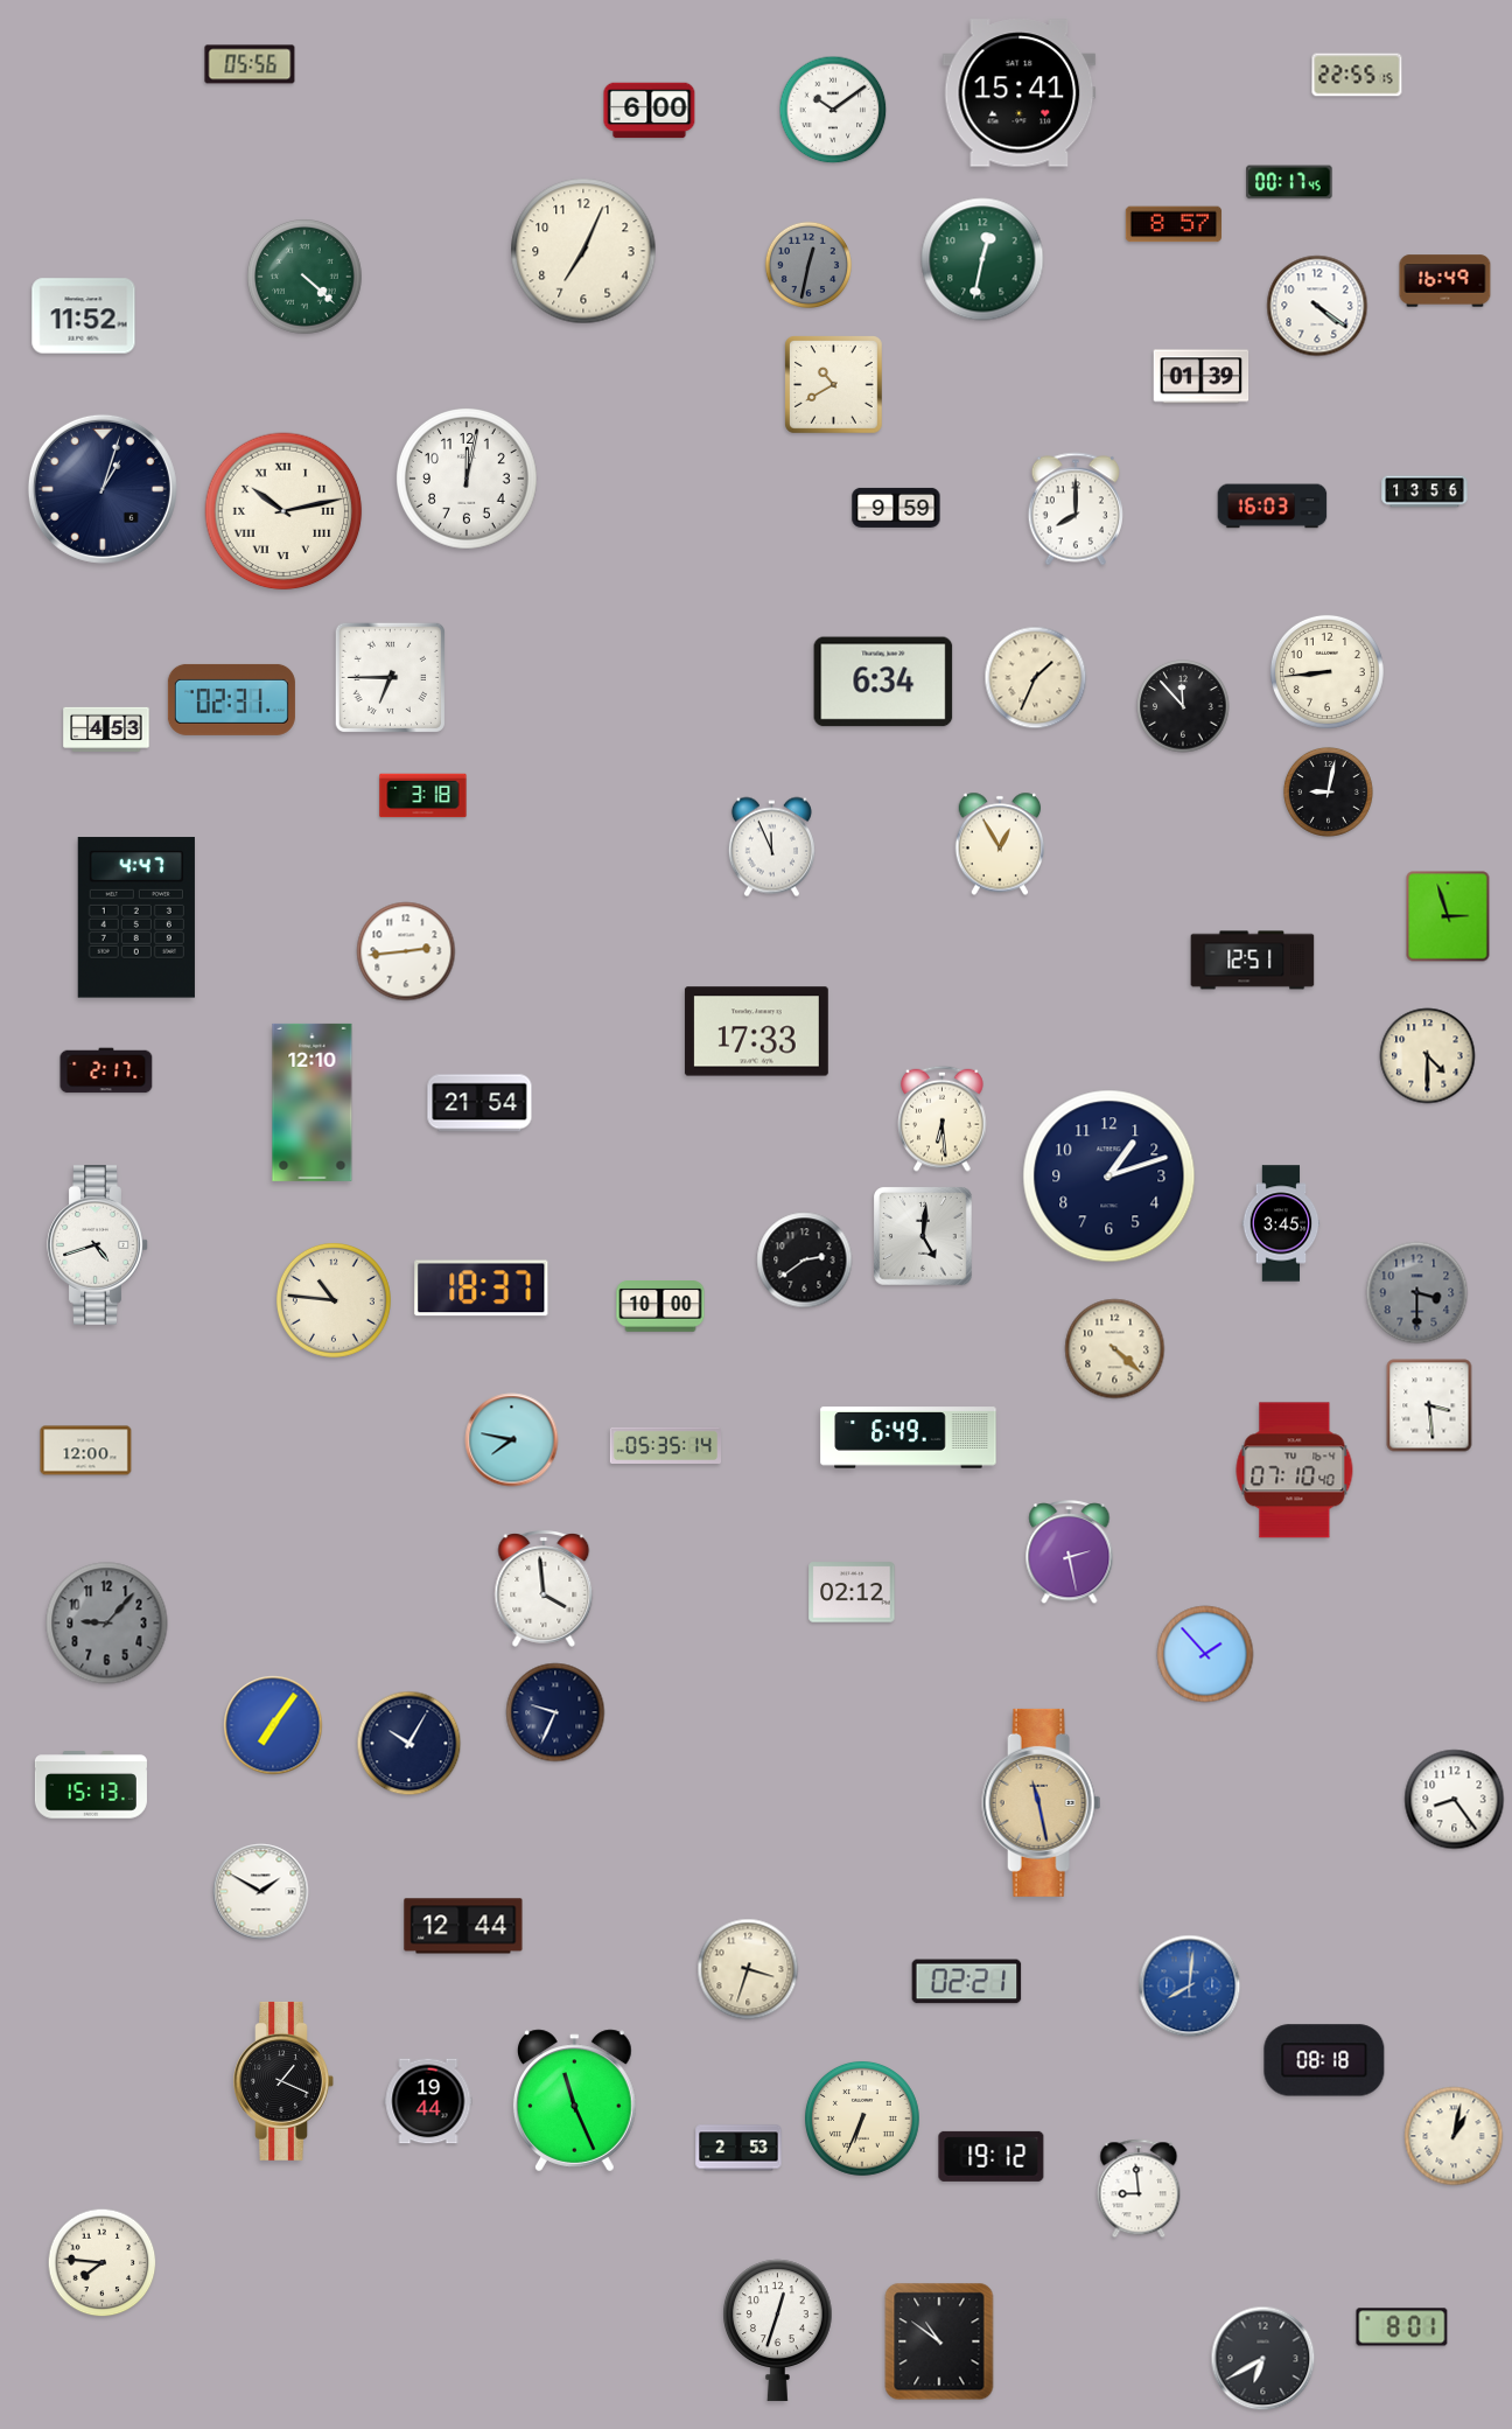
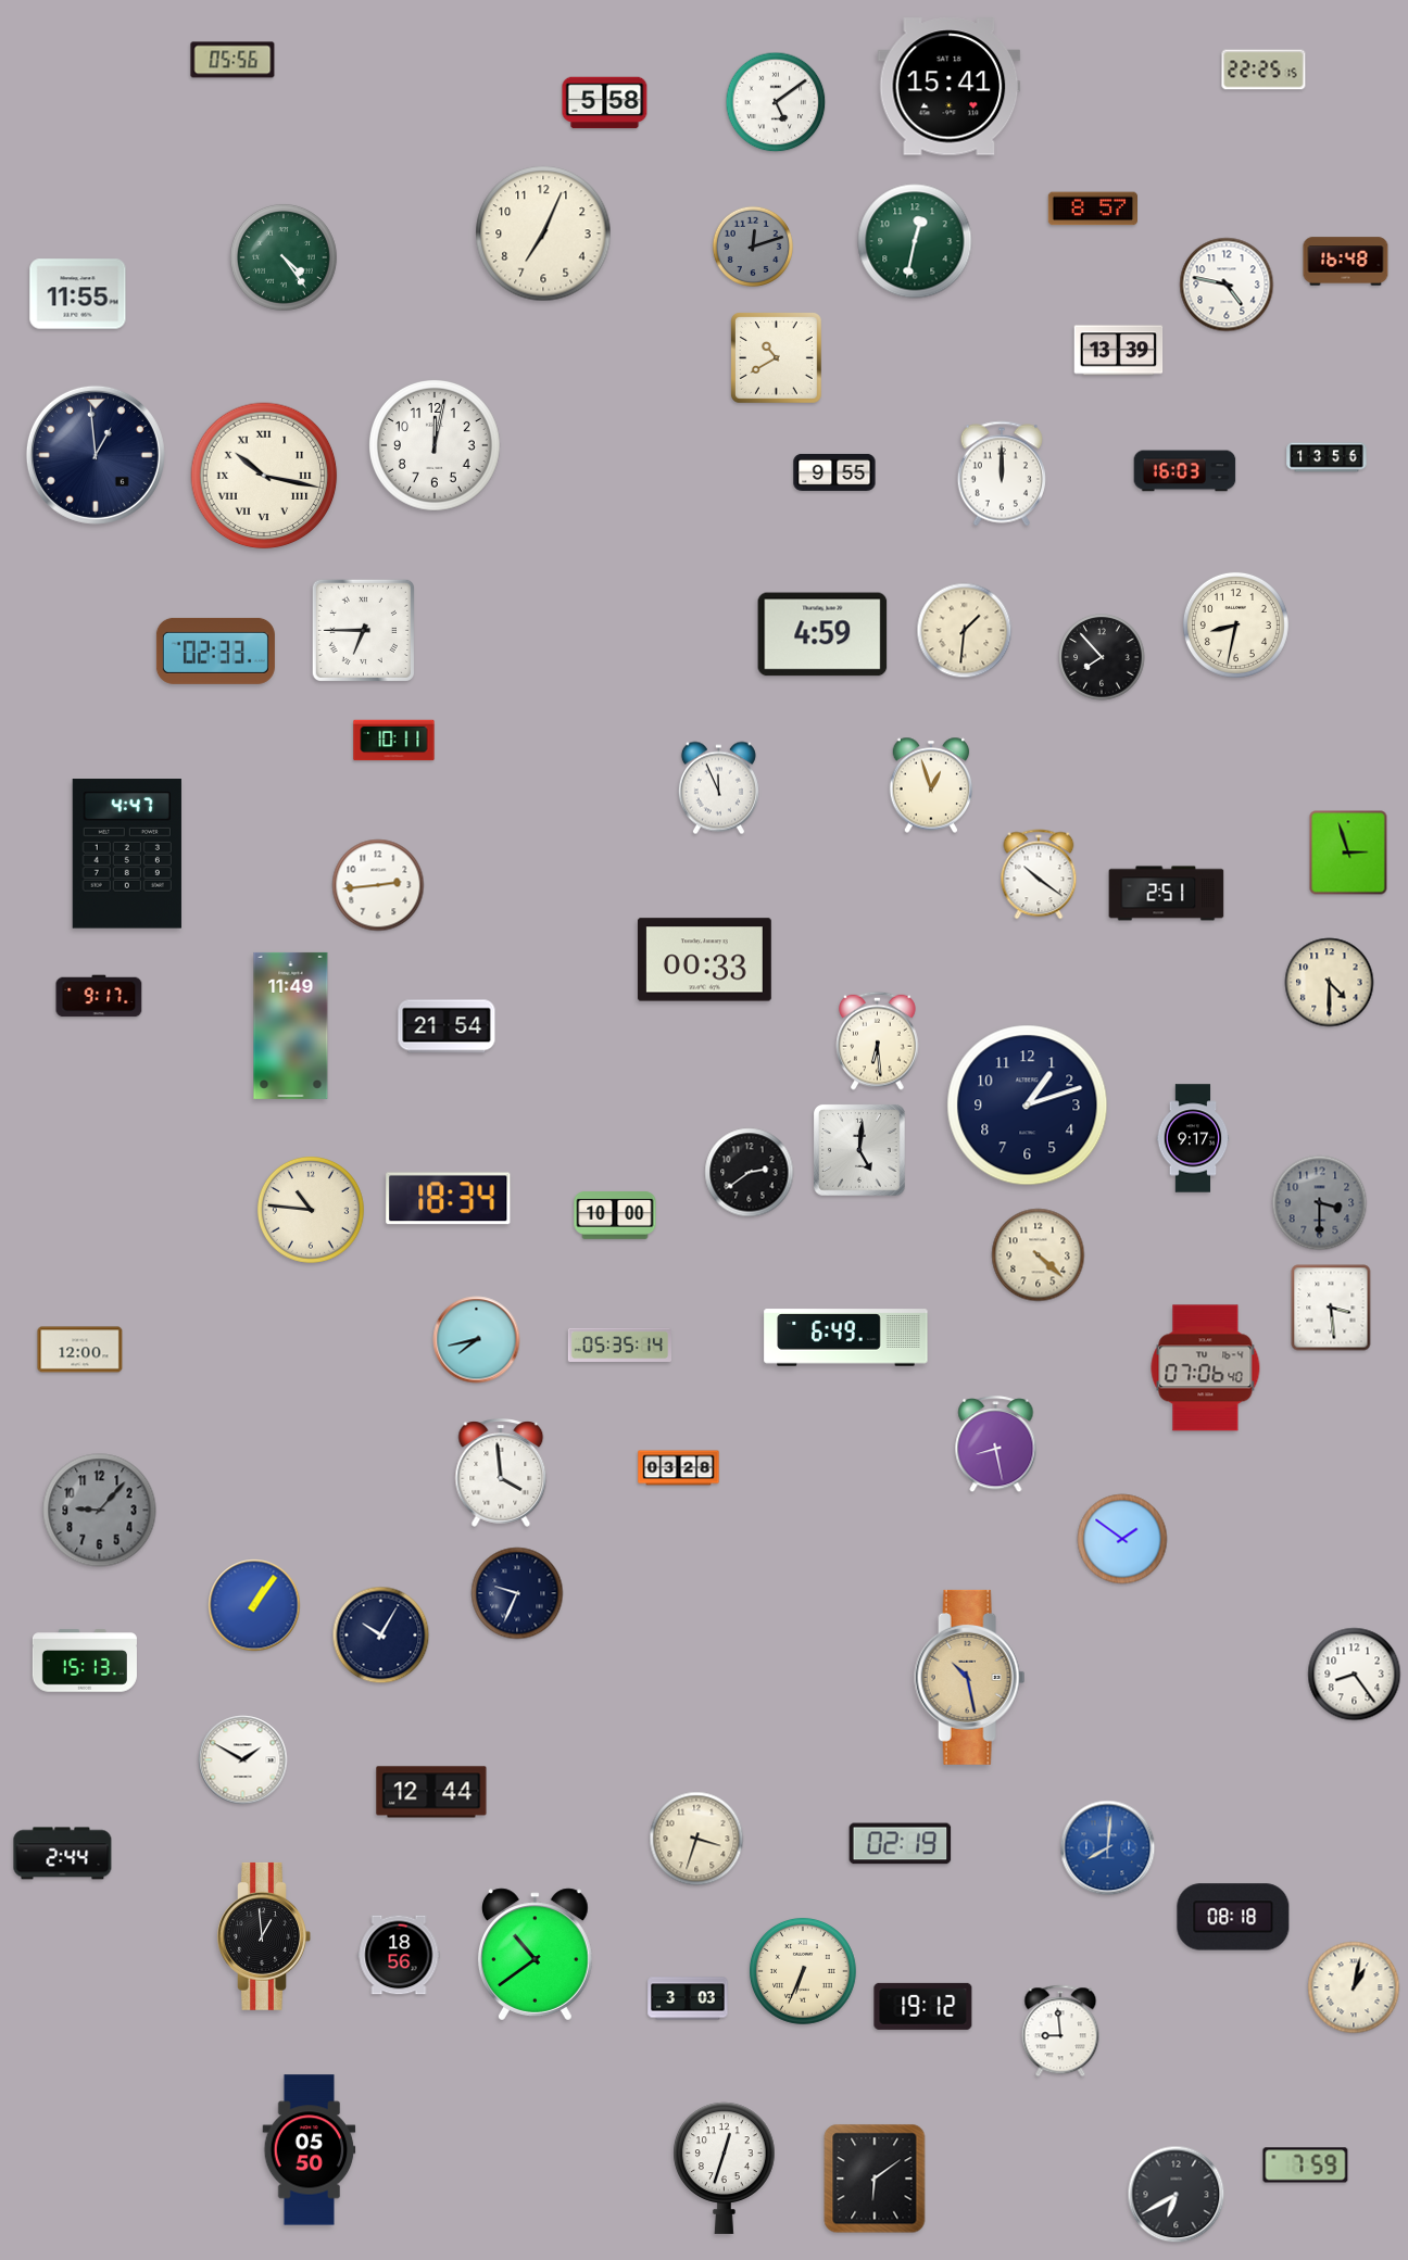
clock at (1357, 75): 22:55 -> 22:25
clock at (833, 110): 10:09 -> 5:09
clock at (650, 111): 6:00 -> 5:58
clock at (1289, 182): 00:17 -> none
clock at (808, 265): 12:32 -> 12:12
clock at (304, 277): 4:22 -> 4:24
clock at (1445, 281): 16:49 -> 16:48
clock at (1317, 306): 4:21 -> 4:47
clock at (84, 316): 11:52 -> 11:55
clock at (1202, 377): 01:39 -> 13:39
clock at (103, 489): 1:03 -> 12:59
clock at (896, 508): 9:59 -> 9:55
clock at (1074, 509): 8:00 -> 12:00
clock at (283, 511): 10:13 -> 10:17
clock at (1326, 671): 8:44 -> 8:32
clock at (1036, 678): 1:34 -> 1:31
clock at (883, 682): 6:34 -> 4:59
clock at (231, 699): 02:31 -> 02:33
clock at (1183, 706): 11:53 -> 7:53
clock at (106, 730): 4:53 -> none
clock at (1328, 791): 9:02 -> none
clock at (423, 796): 3:18 -> 10:11
clock at (1000, 844): 12:55 -> 12:57
clock at (1039, 874): none -> 10:21
clock at (1253, 961): 12:51 -> 2:51
clock at (756, 1032): 17:33 -> 00:33
clock at (106, 1070): 2:17 -> 9:17
clock at (313, 1102): 12:10 -> 11:49
clock at (1109, 1177) position: (1109, 1177) -> (1028, 1106)
clock at (1281, 1223): 3:45 -> 9:17
clock at (98, 1245): 4:42 -> none
clock at (482, 1289): 18:37 -> 18:34
clock at (512, 1440): 7:47 -> 7:43
clock at (1295, 1471): 07:10 -> 07:06
clock at (1070, 1552): 2:28 -> 8:28
clock at (679, 1468): none -> 03:28
clock at (544, 1590) position: (544, 1590) -> (501, 1474)
clock at (852, 1592): 02:12 -> none
clock at (1205, 1654): 1:53 -> 1:51
clock at (273, 1725): 7:06 -> 1:06
clock at (409, 1744) position: (409, 1744) -> (381, 1636)
clock at (1042, 1802): 11:28 -> 10:28
clock at (748, 1969) position: (748, 1969) -> (696, 1839)
clock at (967, 1982): 02:21 -> 02:19
clock at (63, 1854): none -> 2:44
clock at (283, 2081): 1:19 -> 12:59
clock at (428, 2101): 19:44 -> 18:56
clock at (574, 2101): 11:26 -> 10:39
clock at (738, 2148): 2:53 -> 3:03
clock at (1139, 2189) position: (1139, 2189) -> (1060, 2031)
clock at (103, 2263): 7:46 -> none
clock at (310, 2150): none -> 05:50
clock at (1402, 2327): 8:01 -> 7:59
clock at (939, 2341): 10:51 -> 6:09
